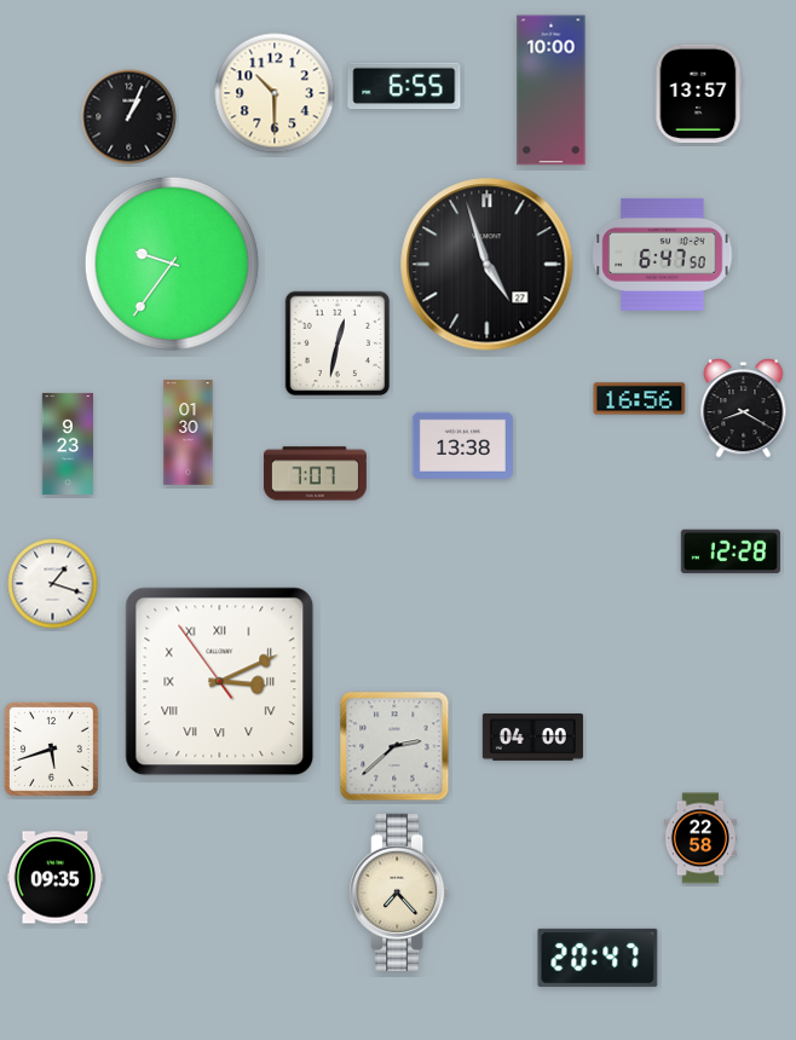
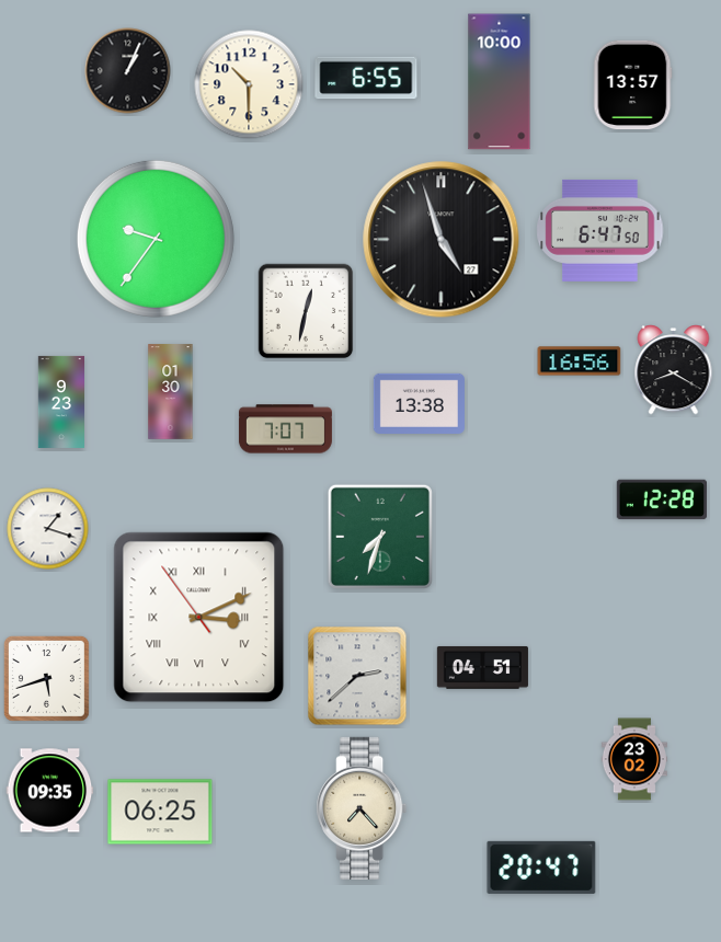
clock at (129, 117) position: (129, 117) -> (128, 71)
clock at (380, 537): none -> 7:33
clock at (532, 736): 04:00 -> 04:51
clock at (700, 838): 22:58 -> 23:02
clock at (56, 878) position: (56, 878) -> (50, 791)
clock at (160, 812): none -> 06:25
